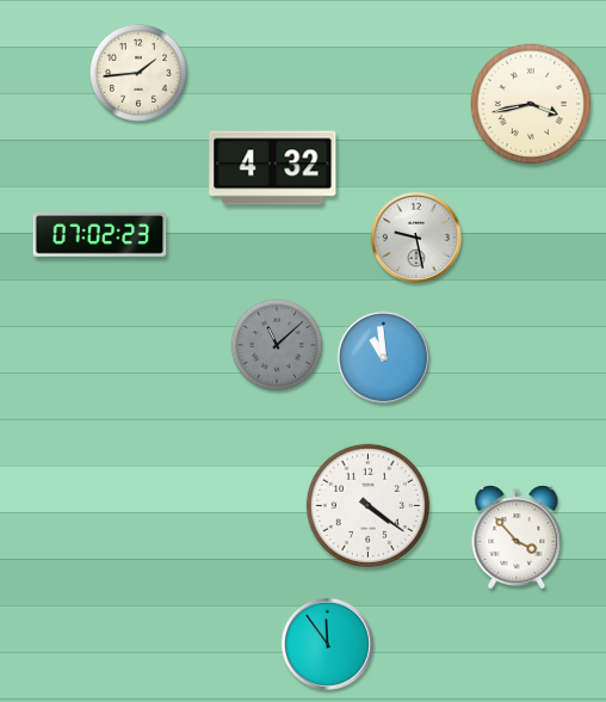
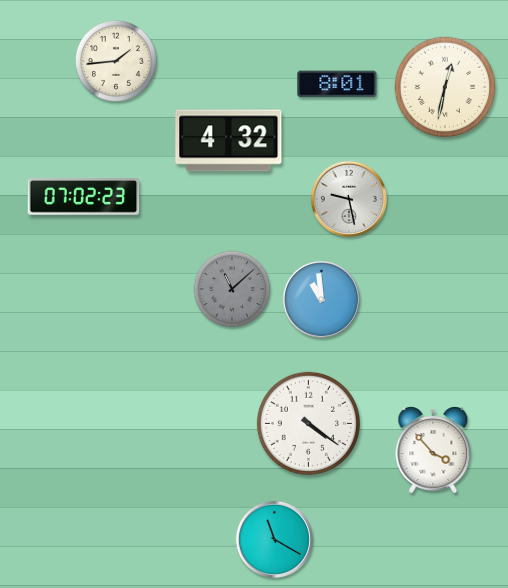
clock at (337, 84): none -> 8:01
clock at (531, 104): 3:43 -> 12:32
clock at (327, 643): 11:54 -> 11:20
